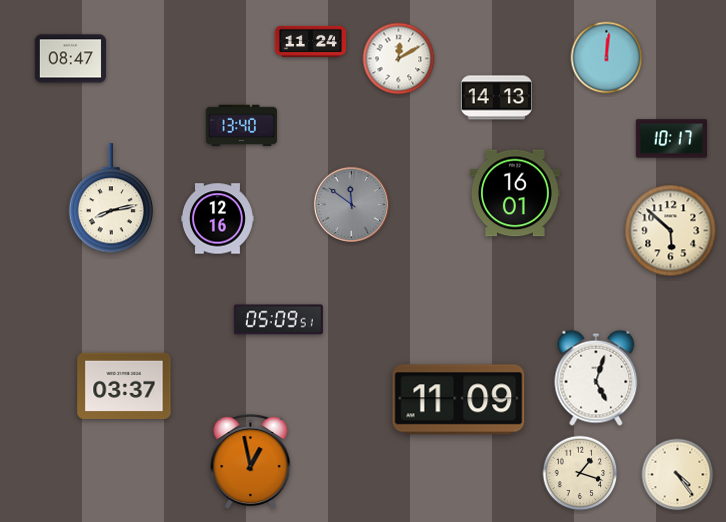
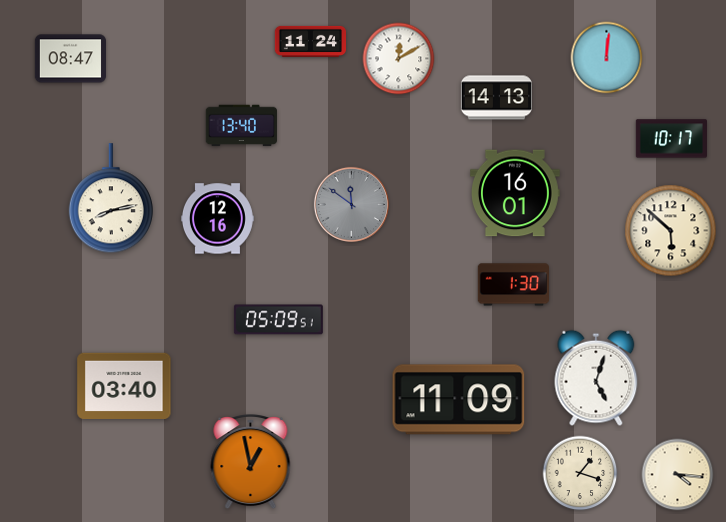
clock at (513, 285): none -> 1:30
clock at (124, 385): 03:37 -> 03:40
clock at (678, 475): 4:24 -> 4:16
